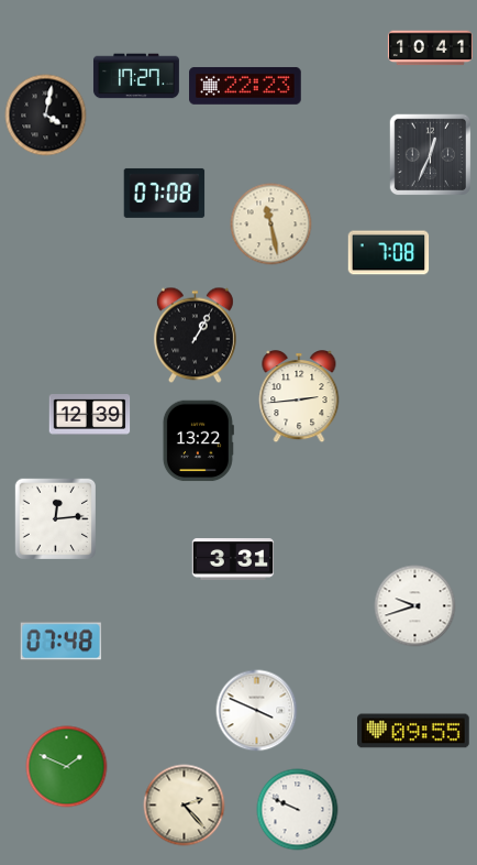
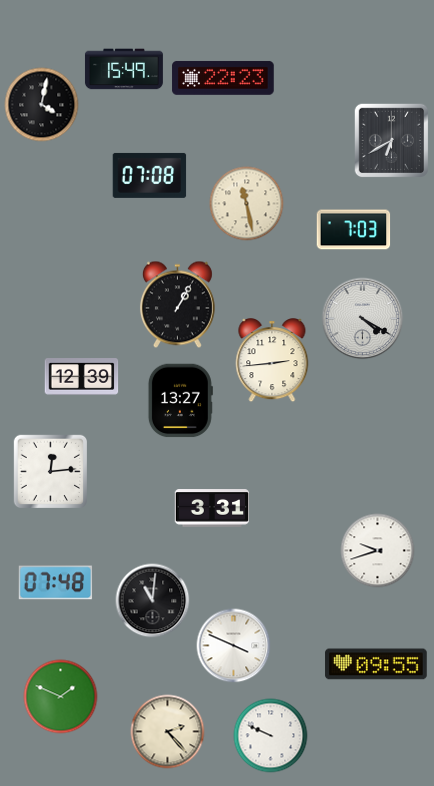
clock at (430, 48): 10:41 -> none
clock at (136, 76): 17:27 -> 15:49
clock at (431, 155): 12:34 -> 6:40
clock at (389, 253): 7:08 -> 7:03
clock at (363, 319): none -> 4:20
clock at (198, 441): 13:22 -> 13:27
clock at (153, 601): none -> 11:01
